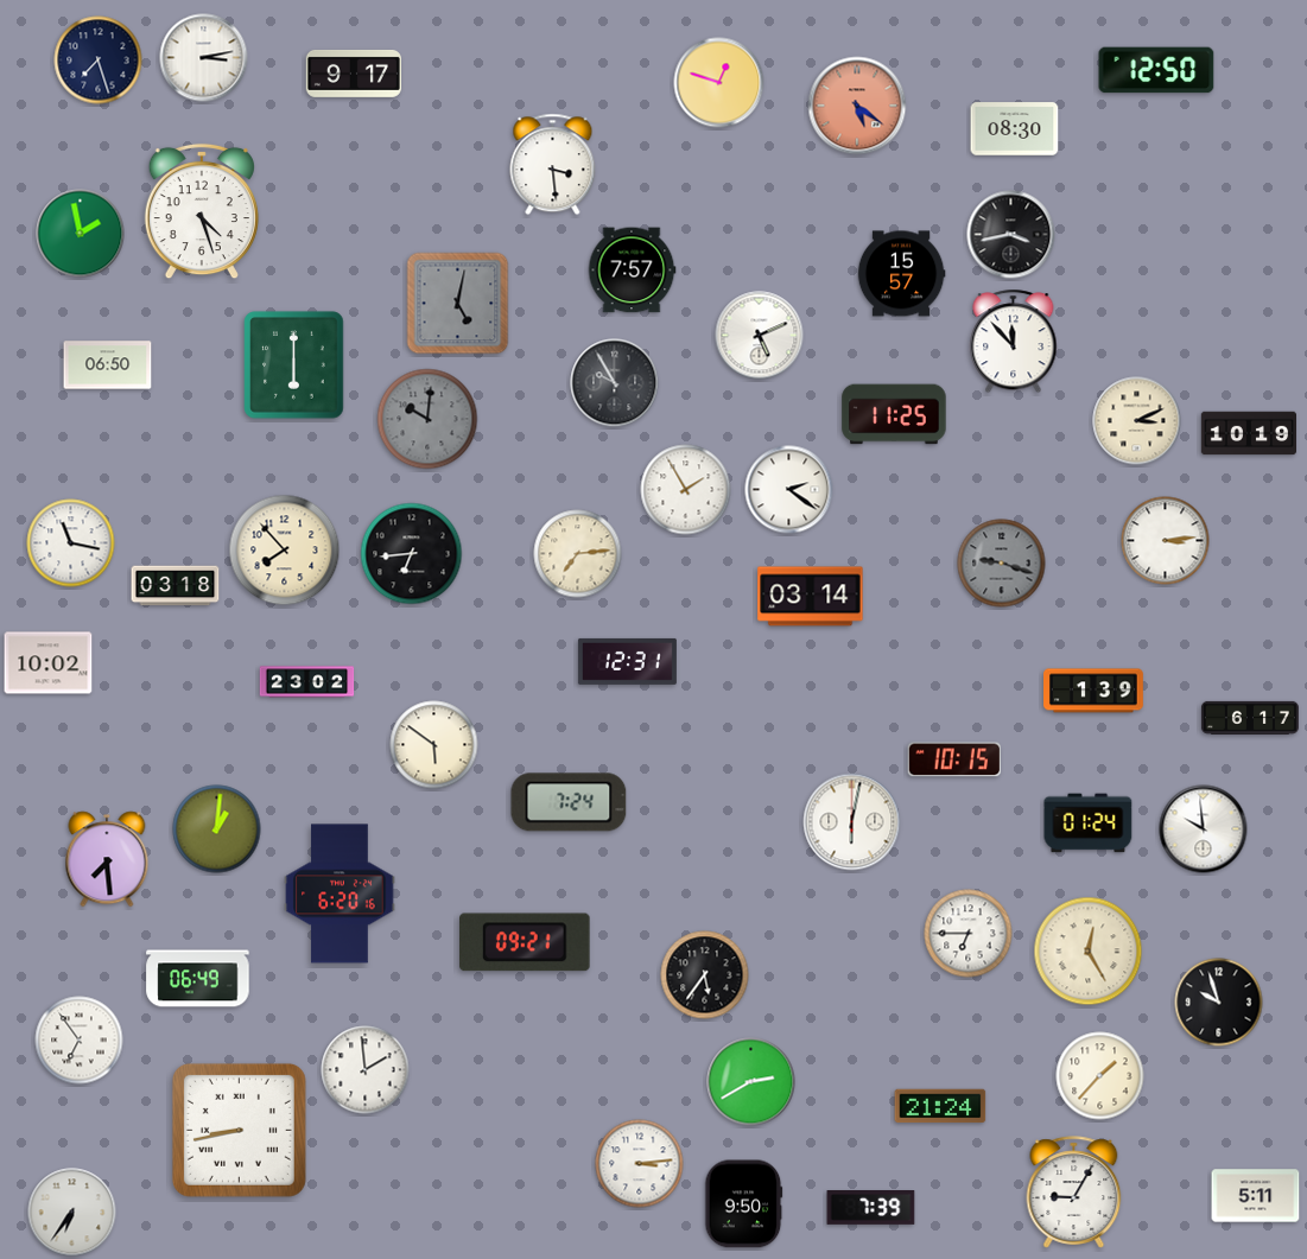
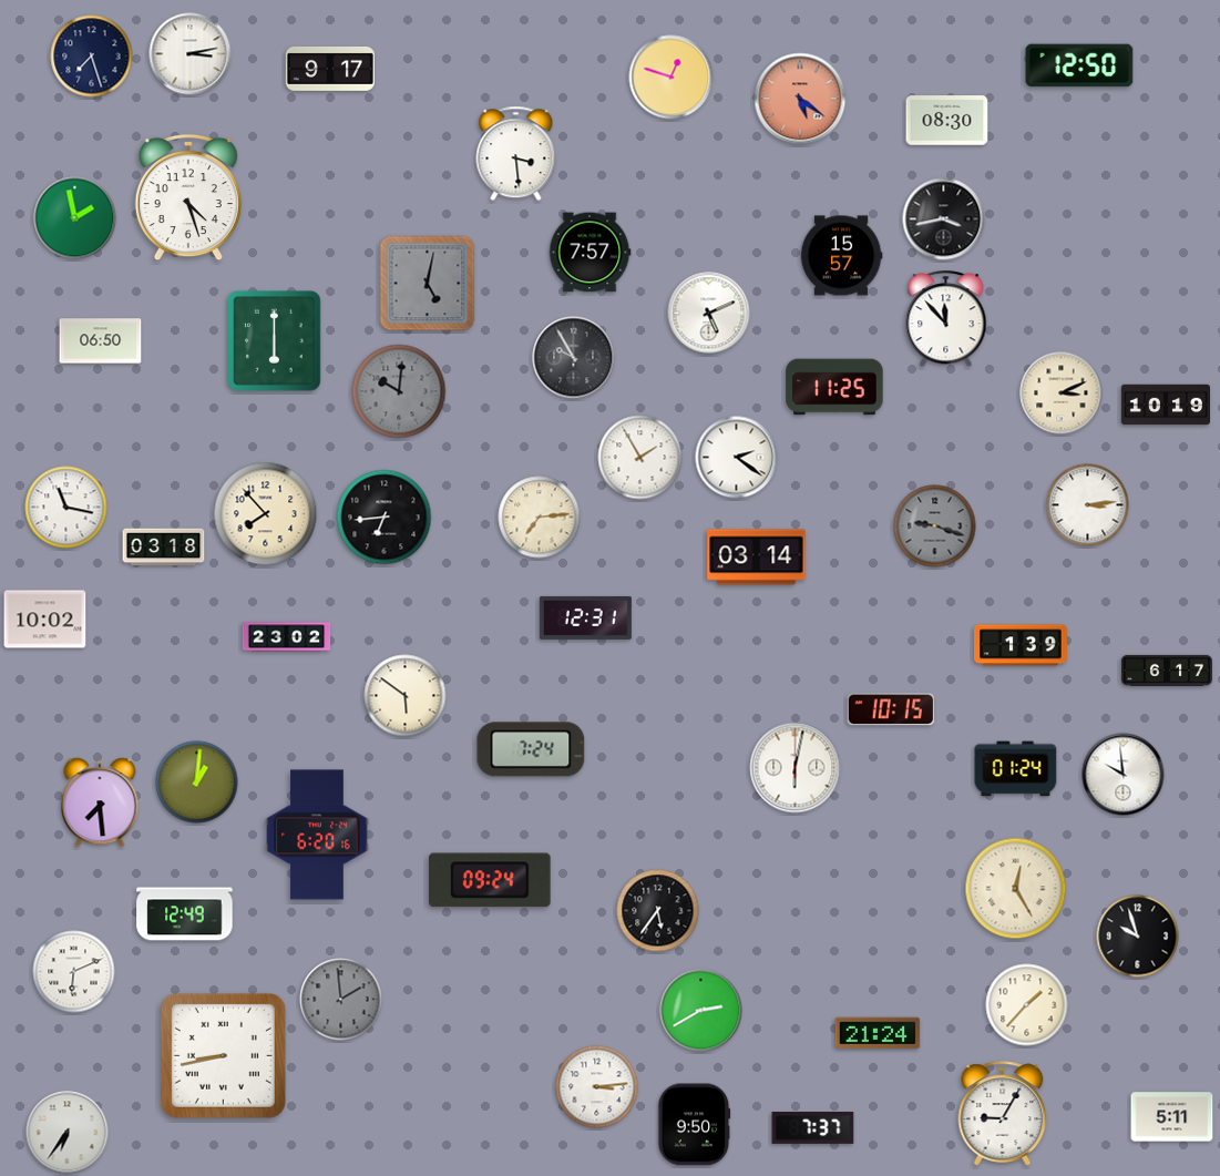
clock at (217, 829) position: (217, 829) -> (197, 783)
clock at (969, 934): 6:45 -> none
clock at (526, 942): 09:21 -> 09:24
clock at (198, 979): 06:49 -> 12:49
clock at (80, 1041): 6:54 -> 6:11
clock at (366, 1070) dial: white -> grey
clock at (871, 1208): 7:39 -> 7:37
